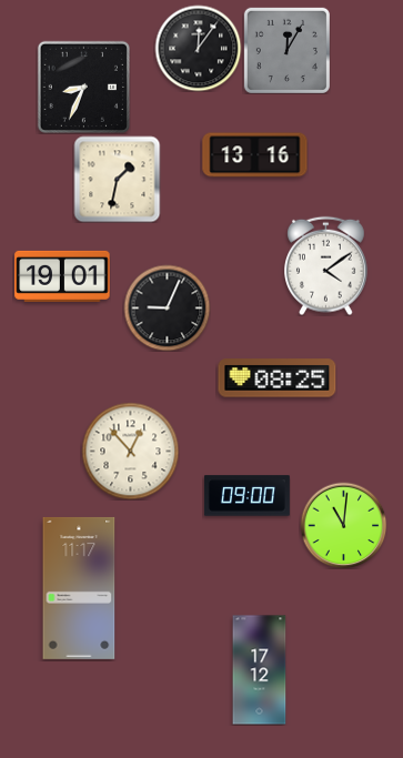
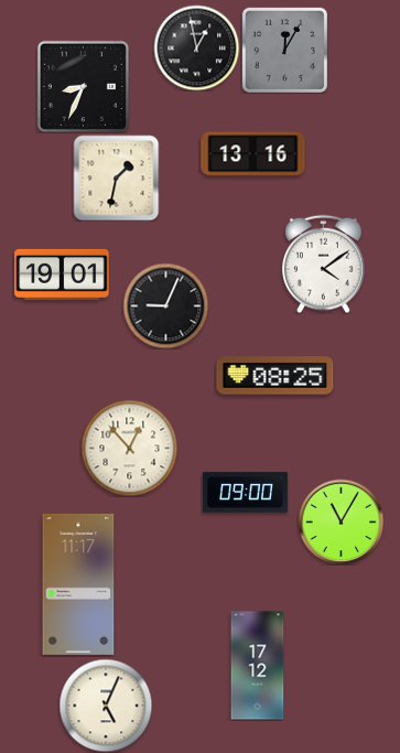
clock at (198, 48): 12:06 -> 12:58
clock at (343, 525): 11:01 -> 11:05
clock at (106, 706): none -> 5:04
